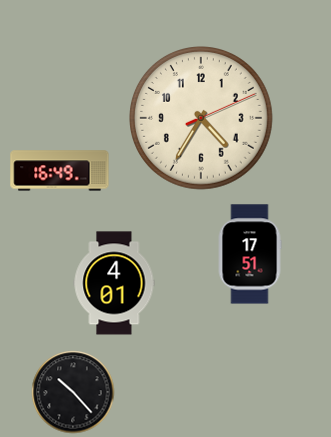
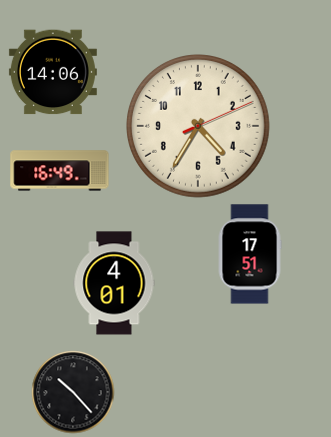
clock at (53, 72): none -> 14:06
clock at (202, 119) position: (202, 119) -> (199, 127)
